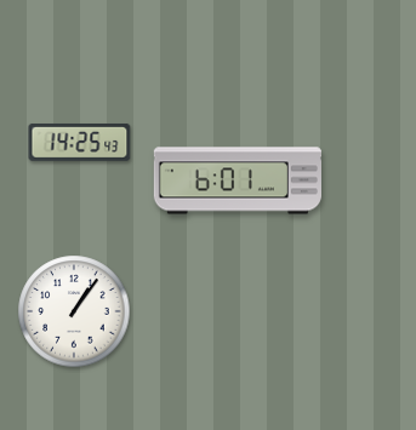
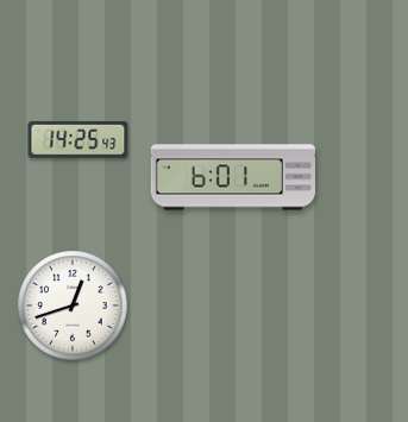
clock at (74, 311): 1:06 -> 12:42
